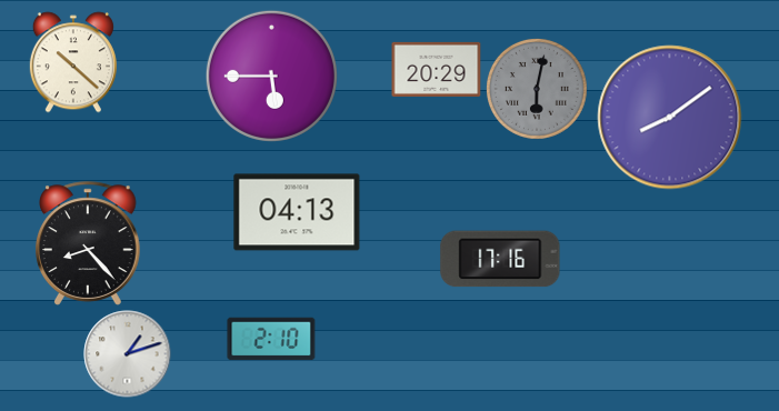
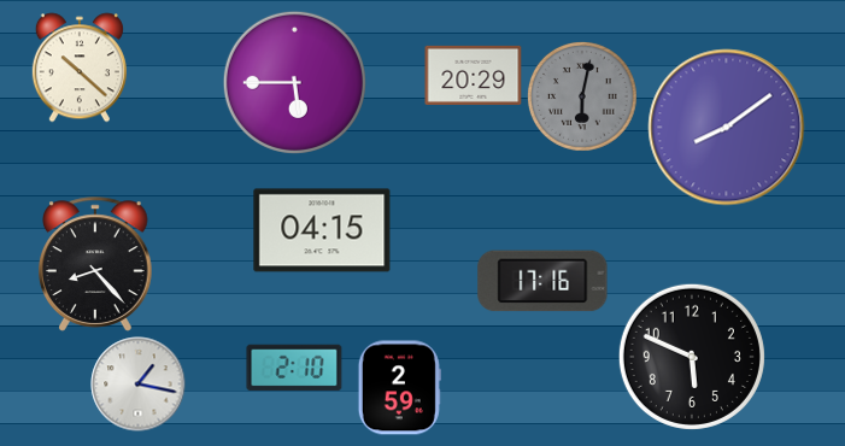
clock at (297, 212): 04:13 -> 04:15
clock at (692, 357): none -> 5:49
clock at (128, 354): 1:12 -> 1:17
clock at (399, 388): none -> 2:59
